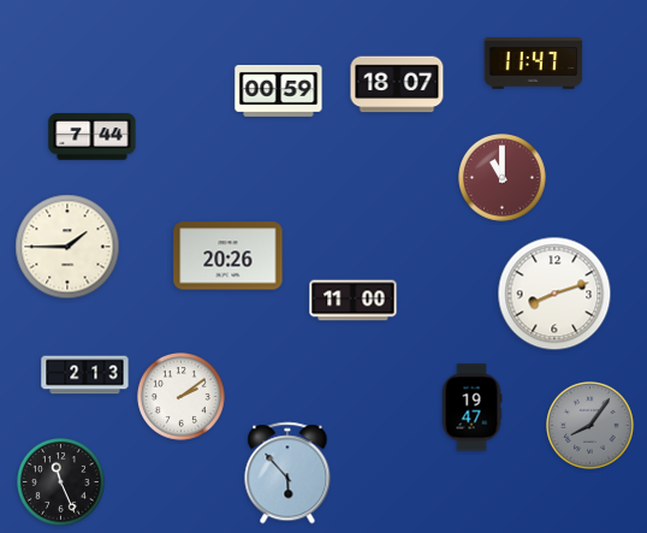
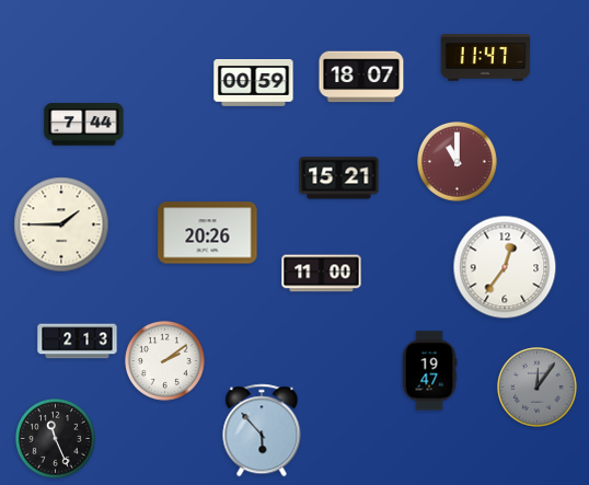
clock at (339, 178): none -> 15:21
clock at (554, 294): 8:12 -> 12:36
clock at (590, 426): 8:06 -> 12:06
